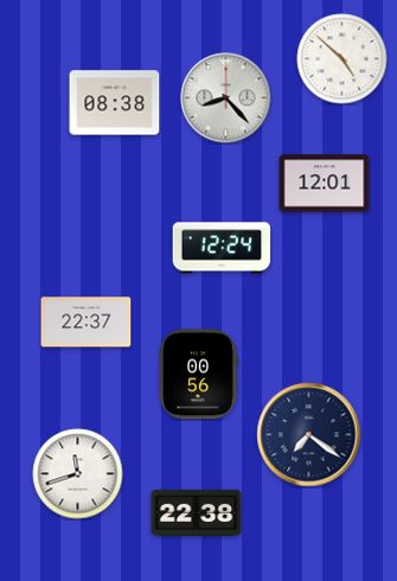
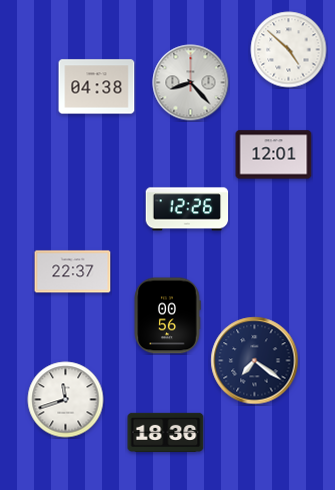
clock at (115, 103): 08:38 -> 04:38
clock at (222, 248): 12:24 -> 12:26
clock at (309, 435) position: (309, 435) -> (255, 361)
clock at (197, 512): 22:38 -> 18:36
